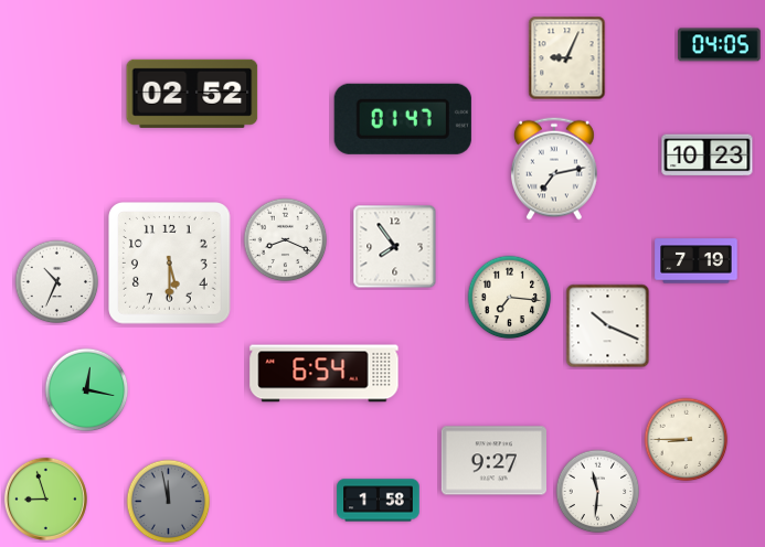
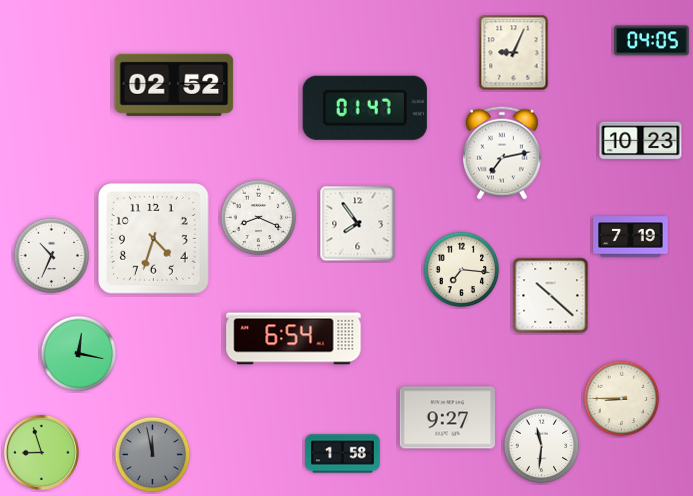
clock at (170, 264): 5:30 -> 4:33
clock at (608, 326): 10:19 -> 10:22
